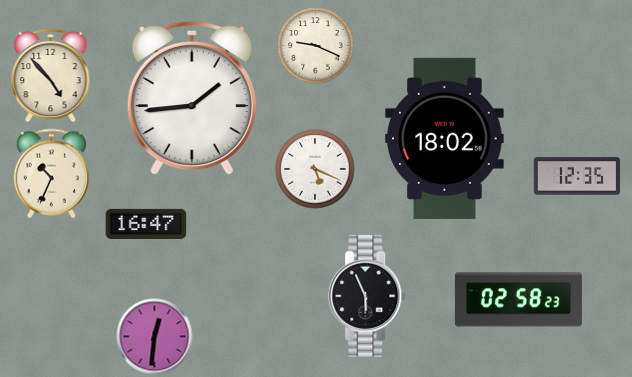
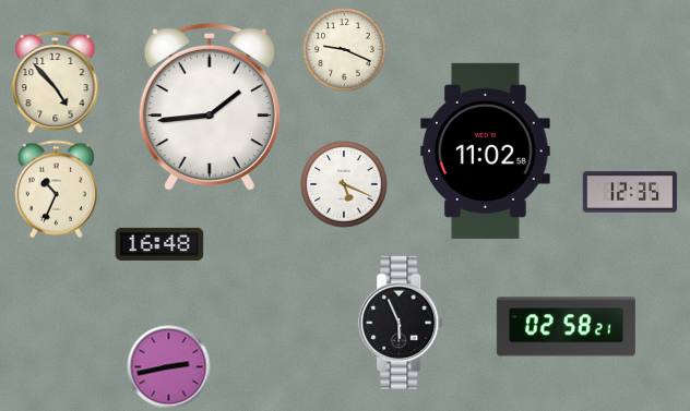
clock at (445, 138): 18:02 -> 11:02
clock at (146, 224): 16:47 -> 16:48
clock at (518, 300): 02:58:23 -> 02:58:21
clock at (155, 337): 12:31 -> 2:43
